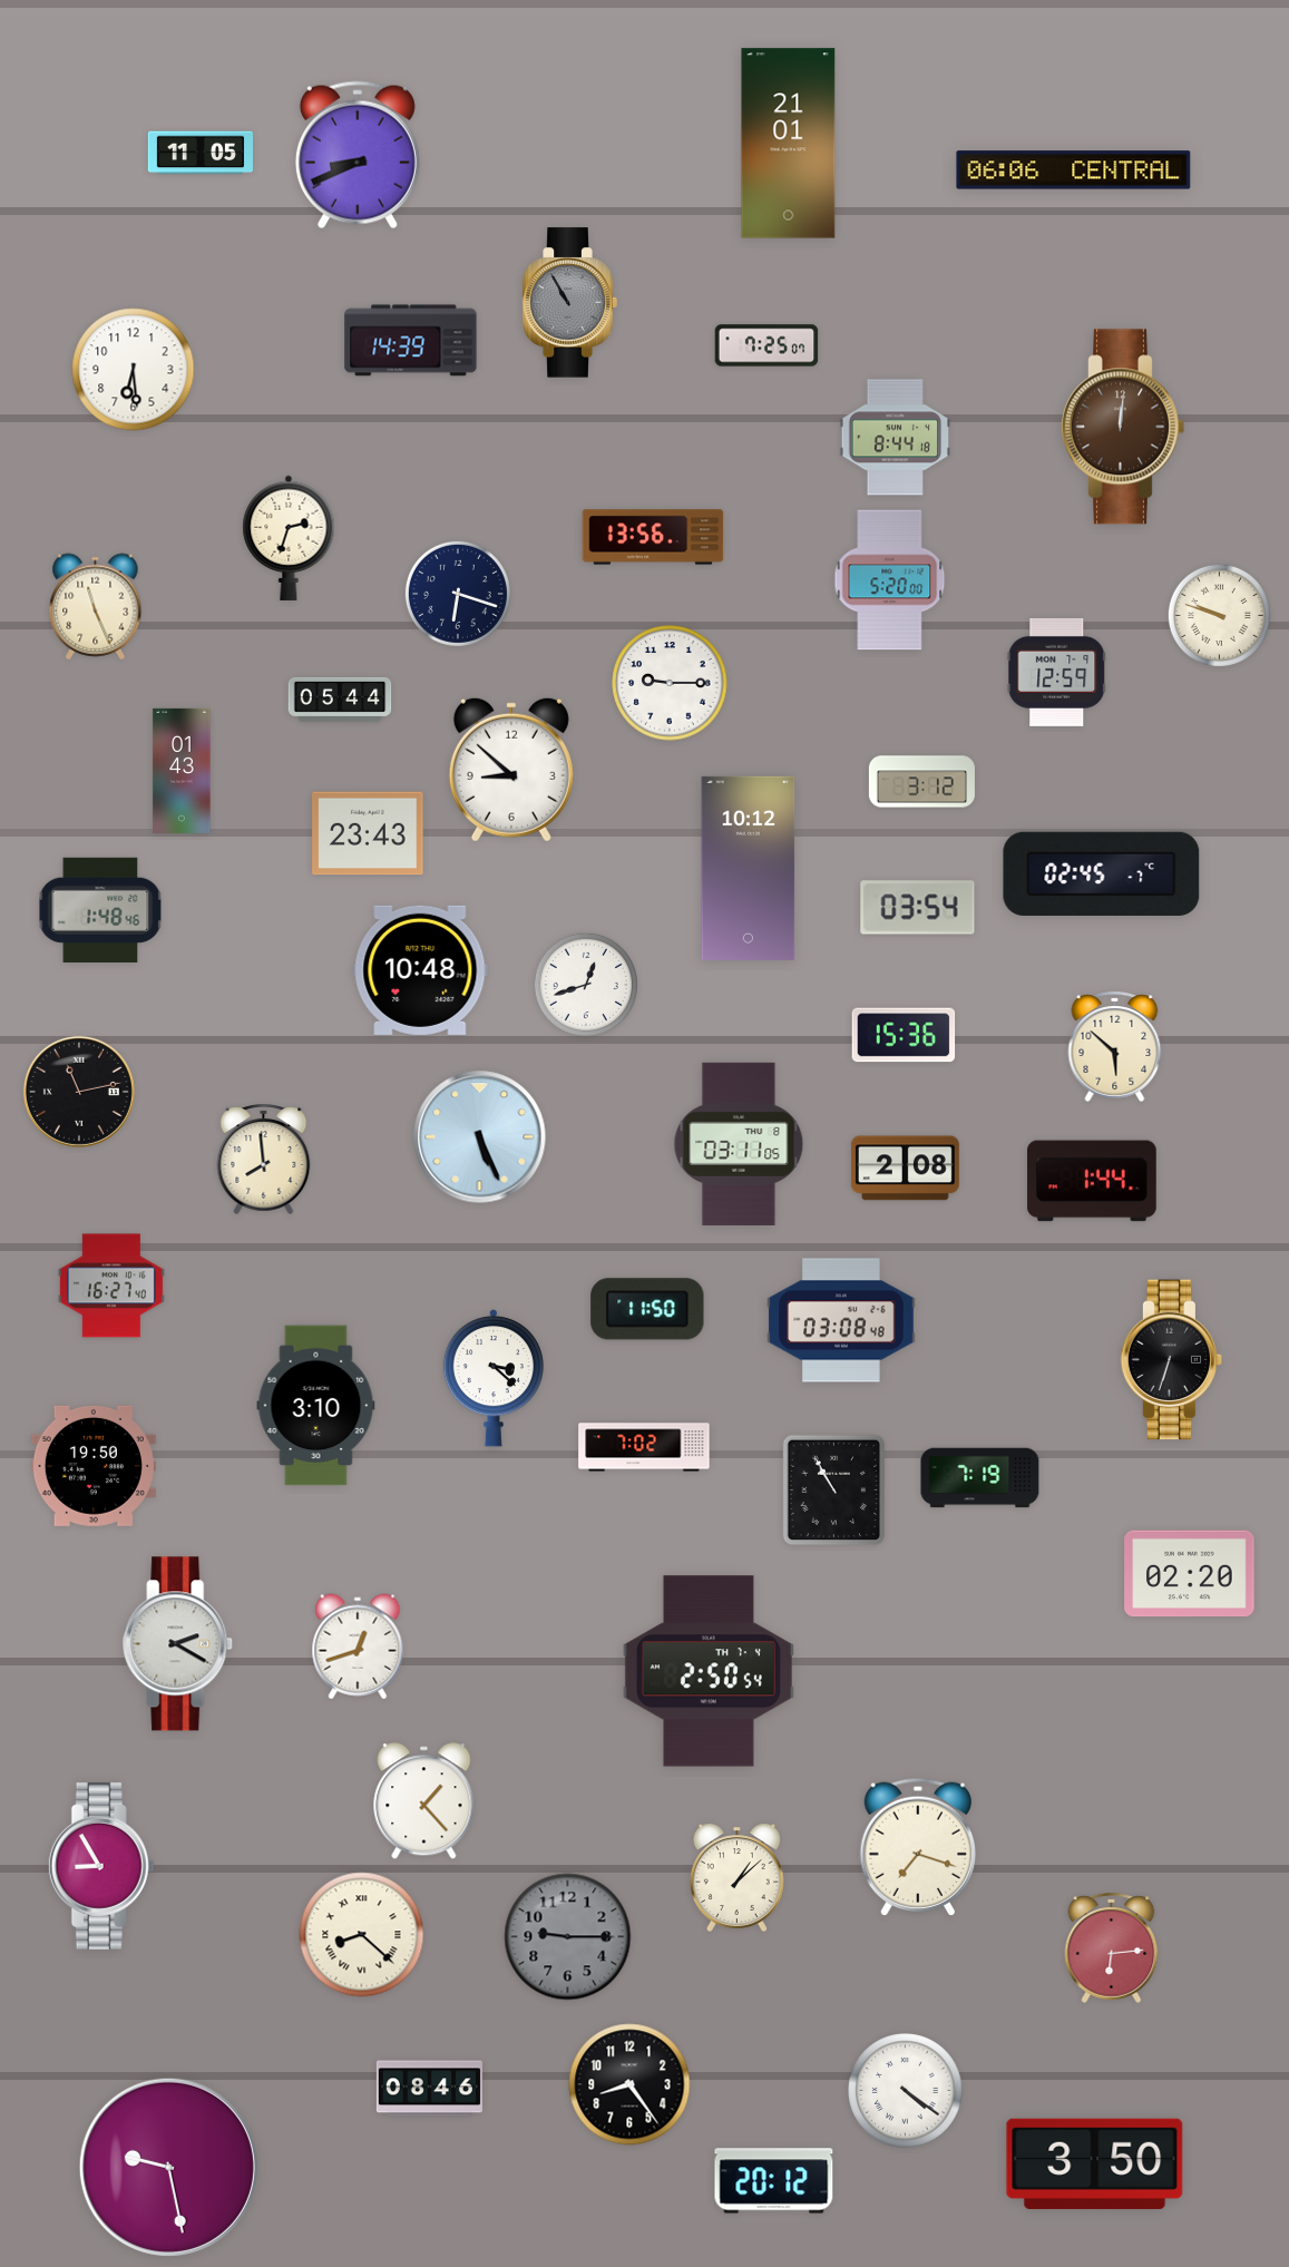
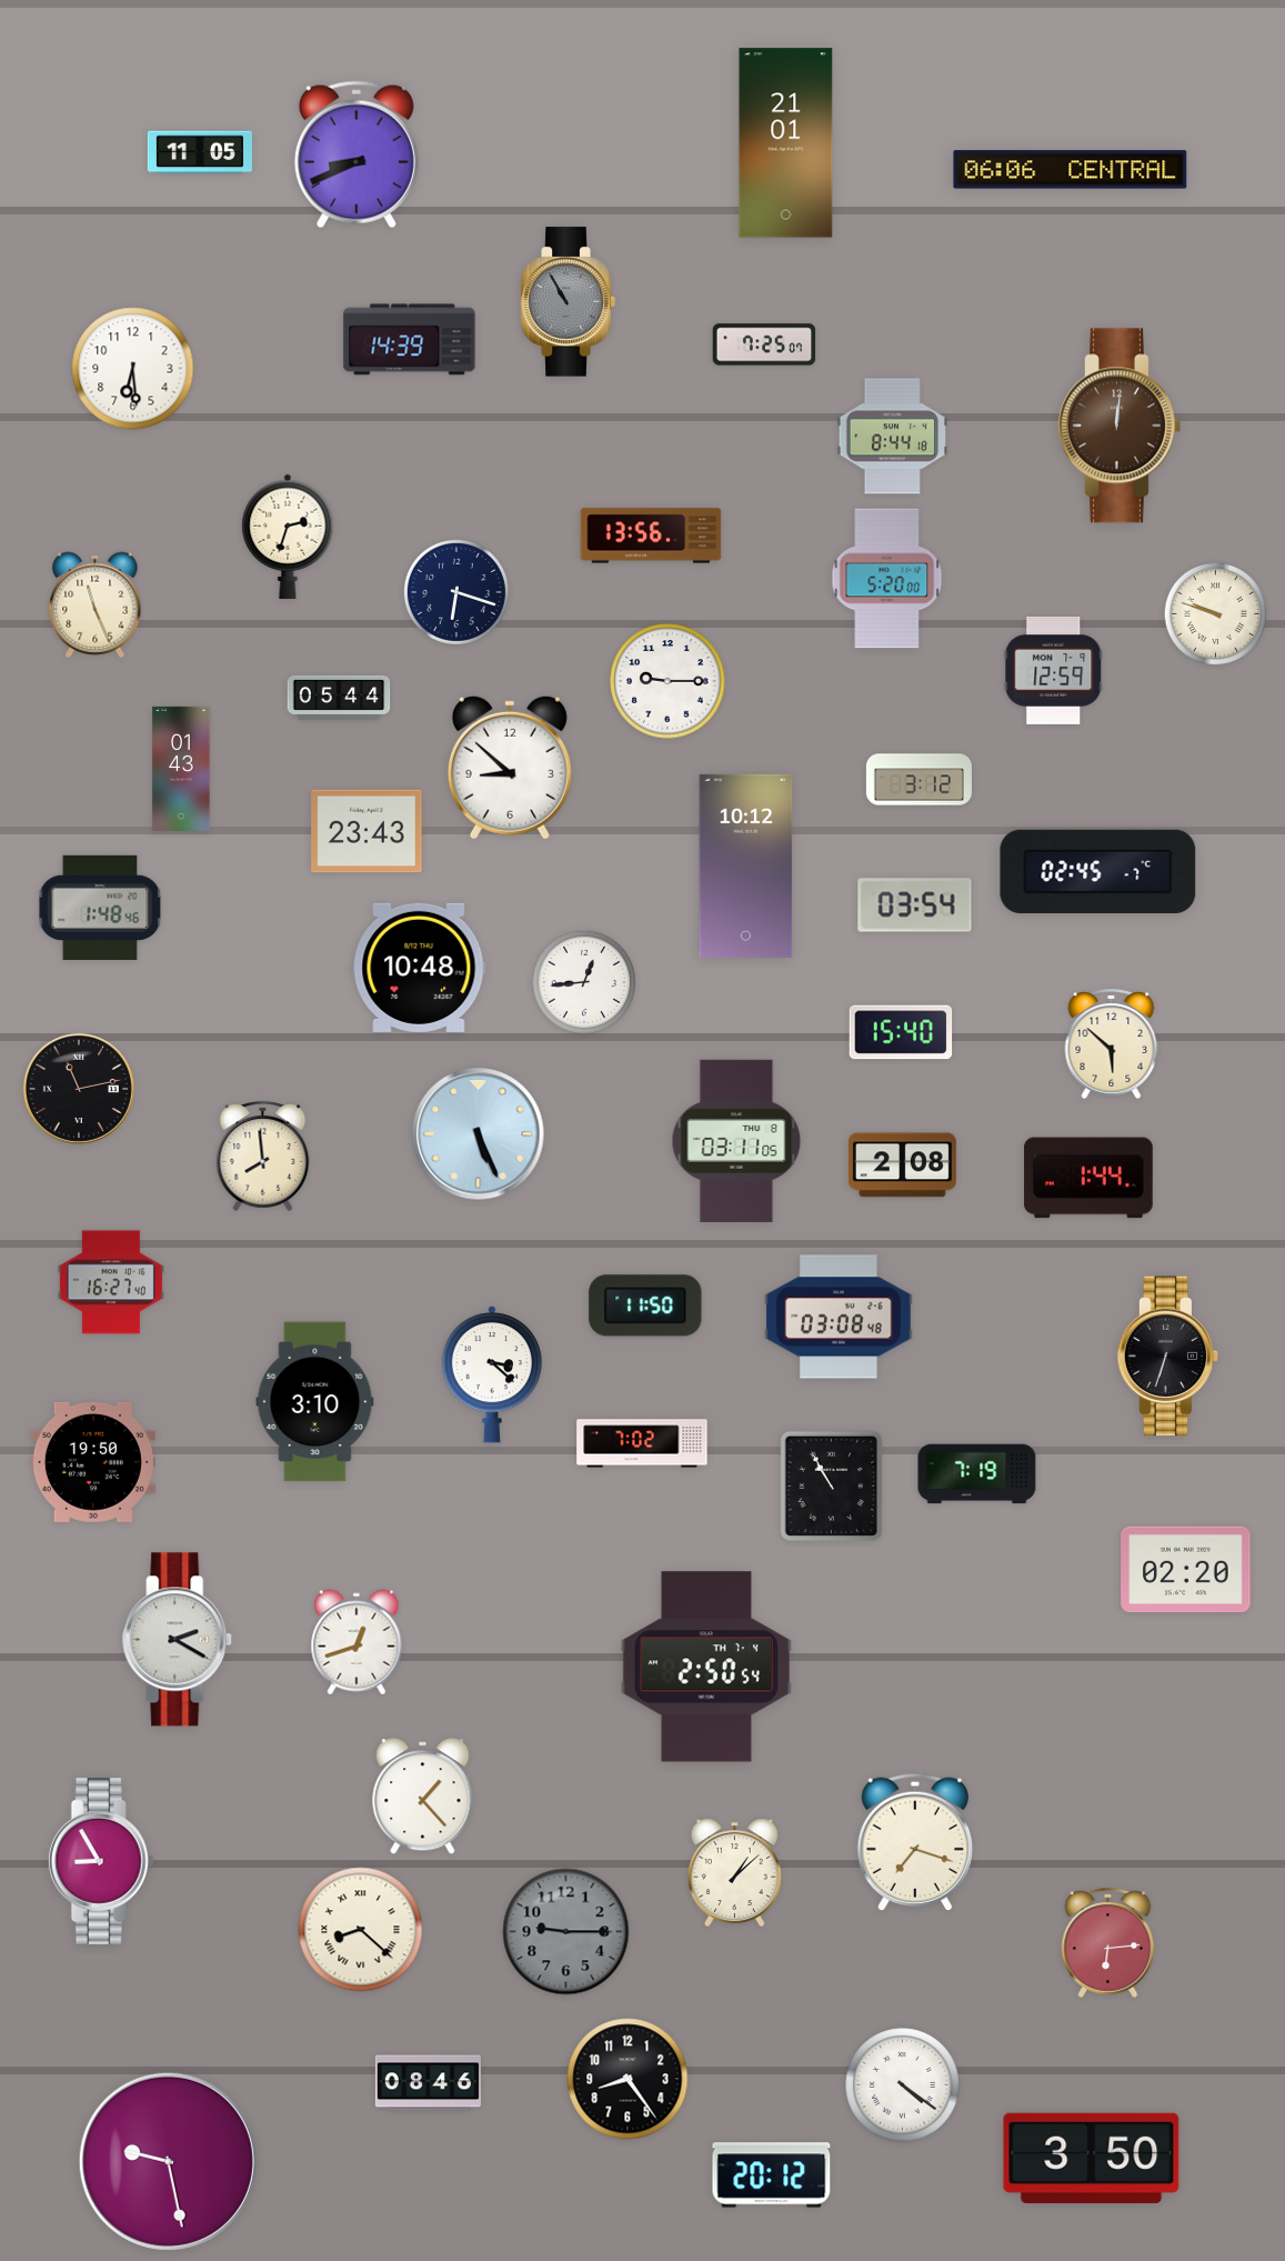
clock at (586, 985): 12:42 -> 12:44
clock at (904, 1035): 15:36 -> 15:40
